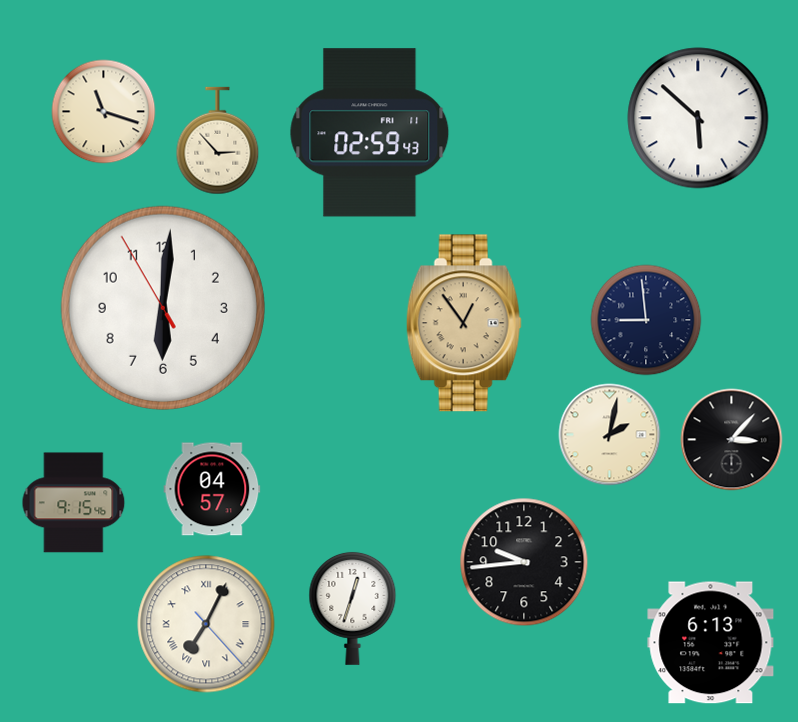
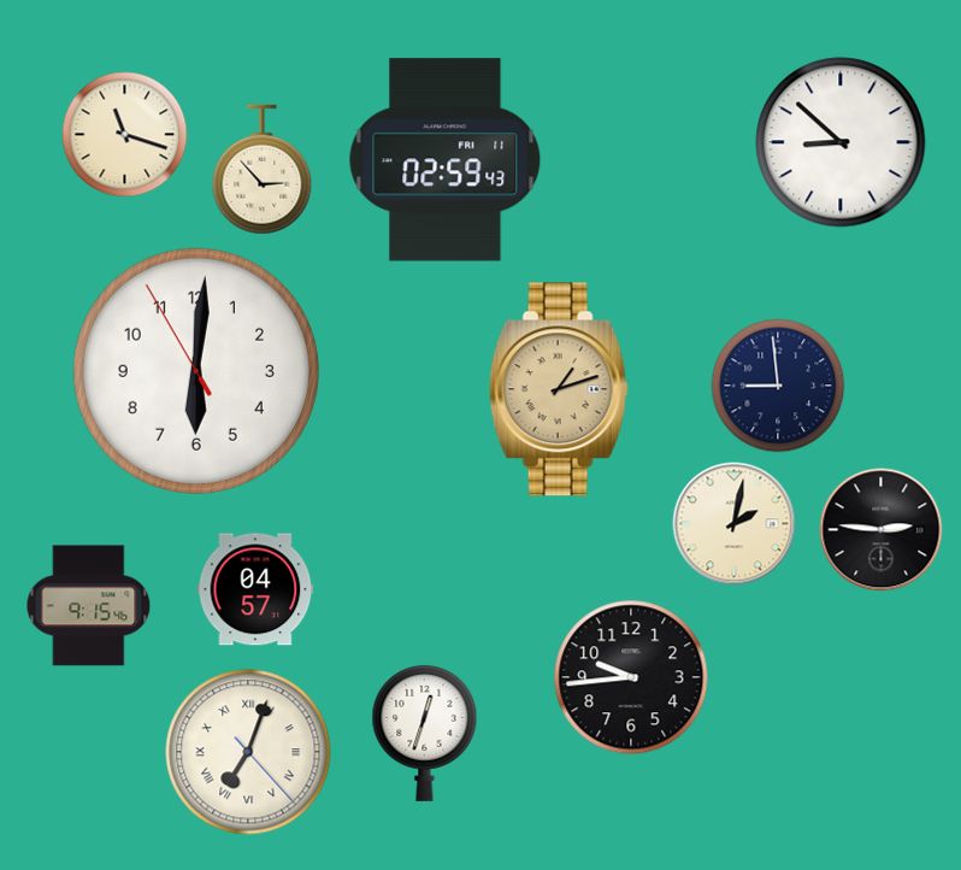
clock at (698, 118): 5:52 -> 8:52
clock at (464, 323): 12:54 -> 1:12
clock at (732, 440): 3:07 -> 2:46
clock at (206, 624): 7:04 -> 7:03
clock at (711, 643): 6:13 -> none
